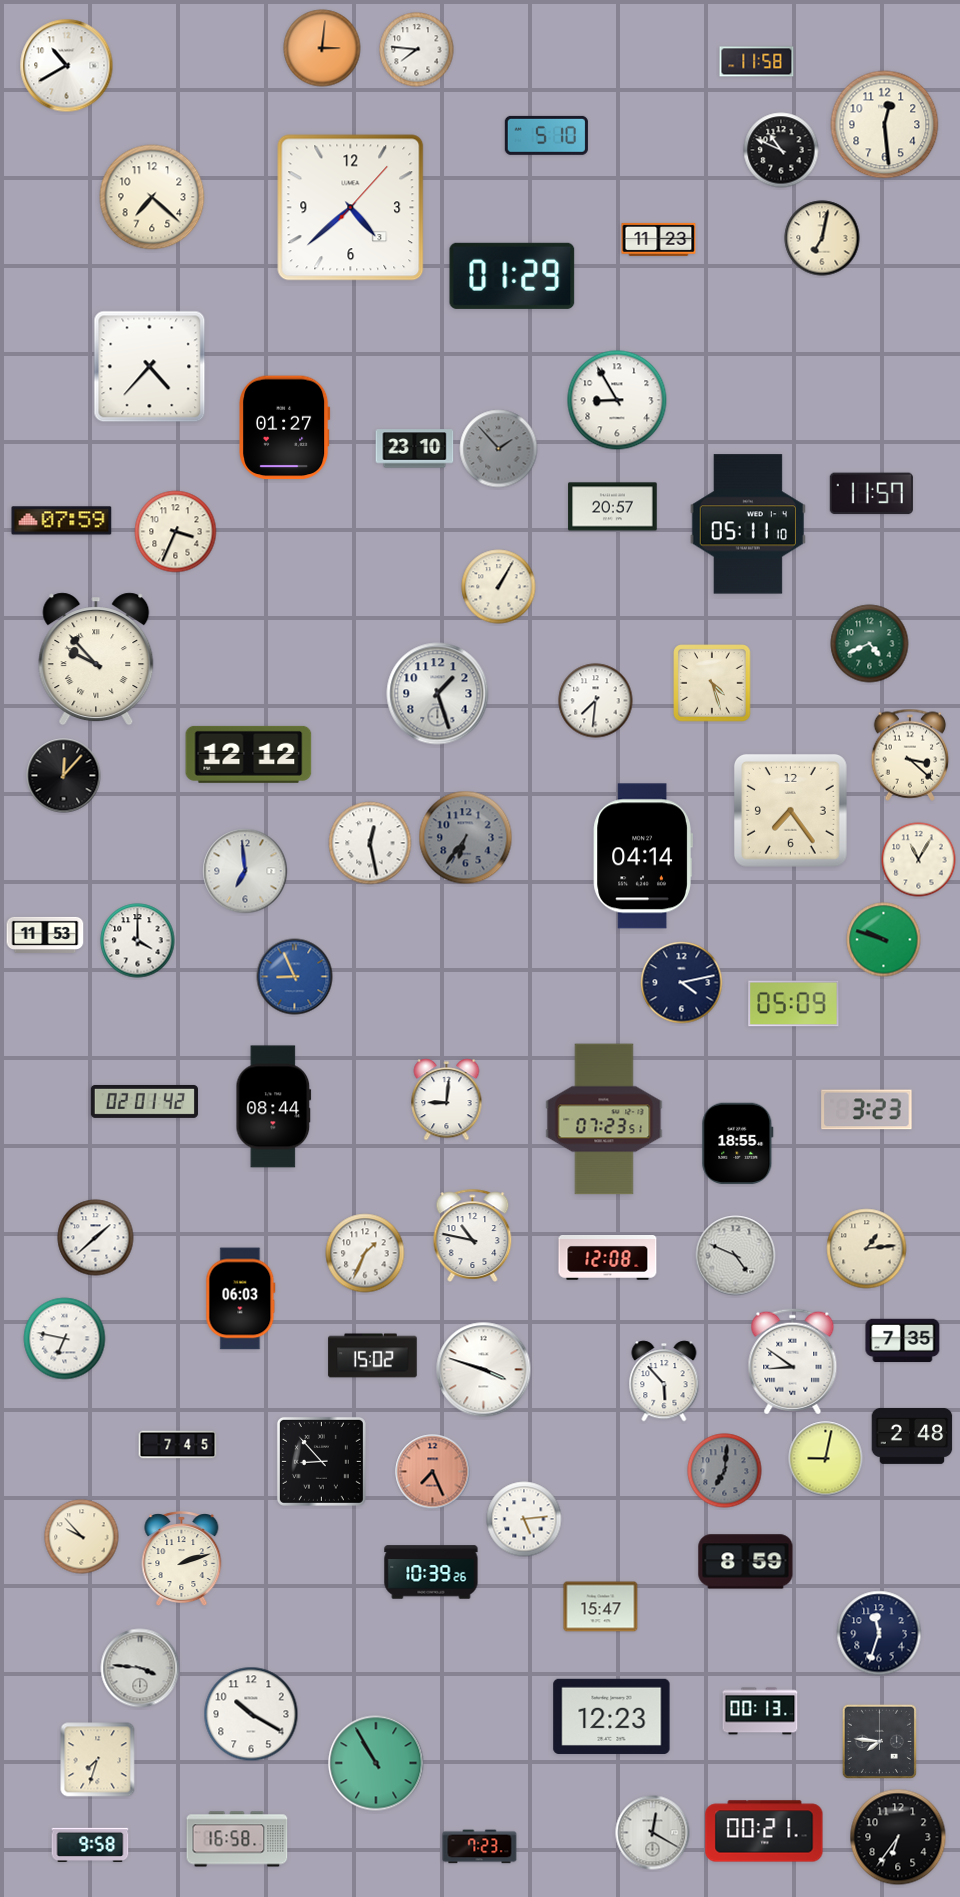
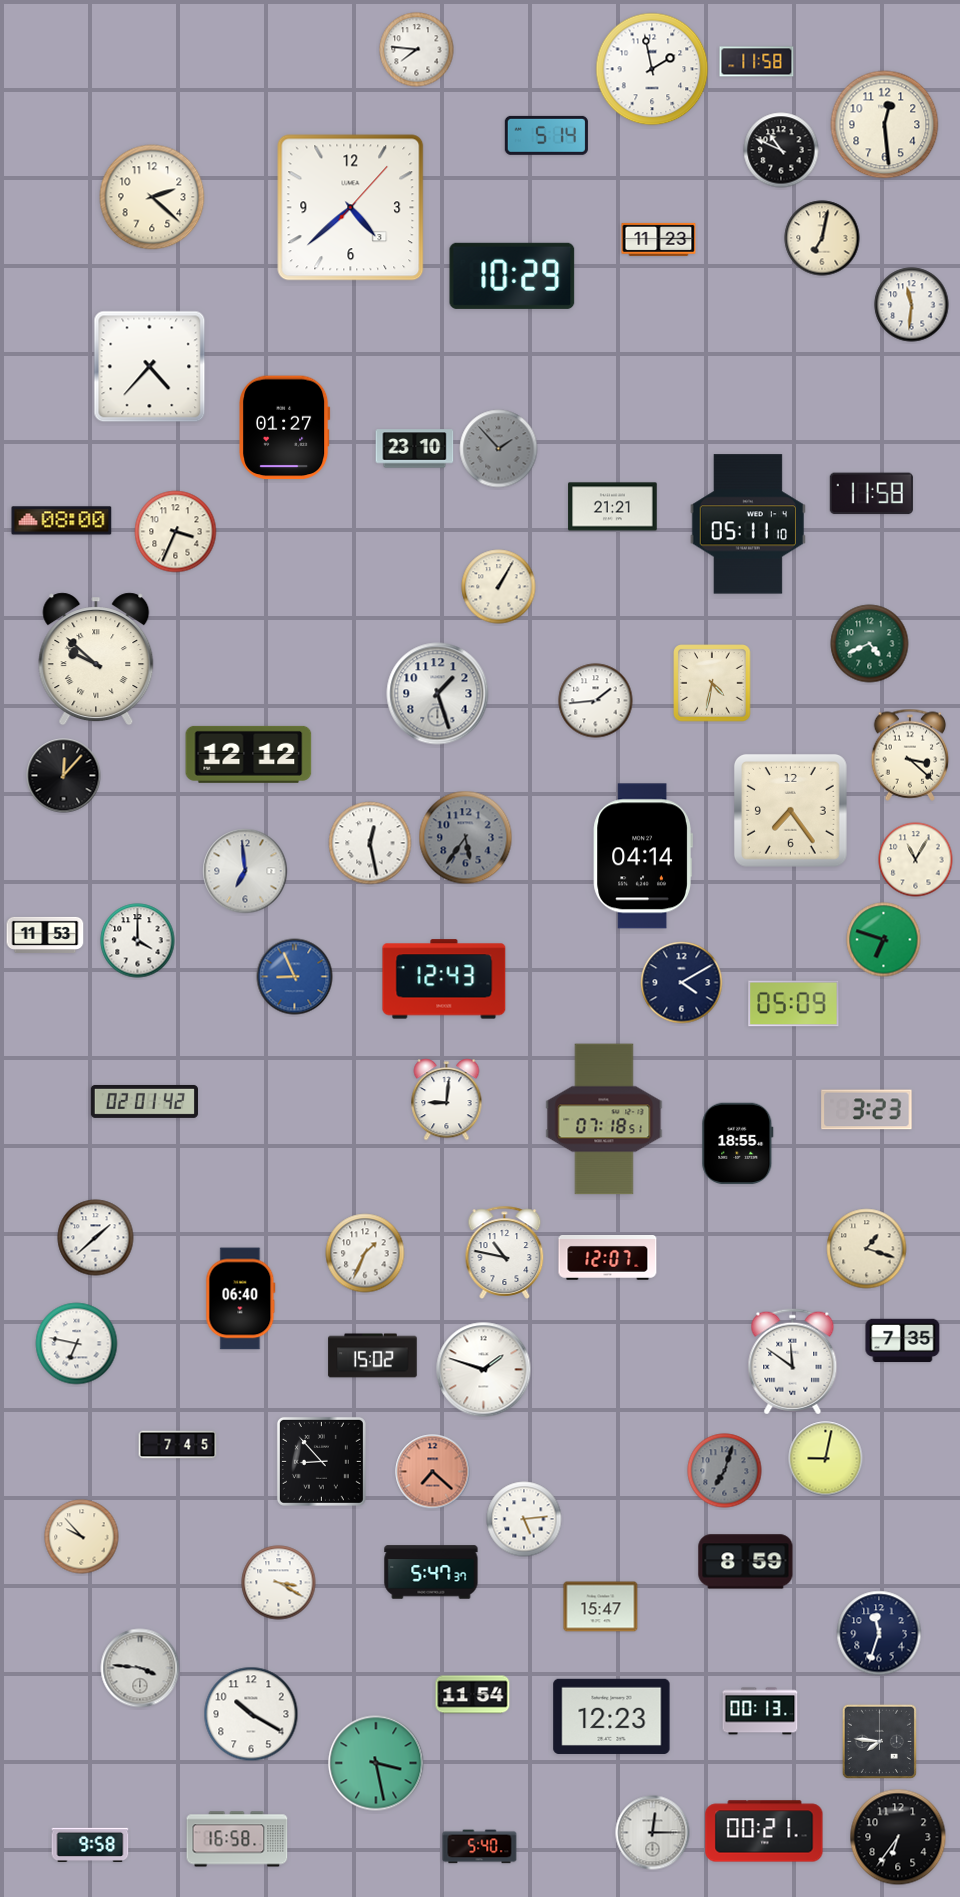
clock at (322, 48): 3:01 -> none
clock at (67, 66): 10:40 -> none
clock at (652, 69): none -> 1:58
clock at (546, 135): 5:10 -> 5:14
clock at (152, 197): 7:22 -> 2:22
clock at (512, 276): 01:29 -> 10:29
clock at (912, 305): none -> 11:31
clock at (617, 400): 8:55 -> none
clock at (871, 494): 11:57 -> 11:58
clock at (613, 507): 20:57 -> 21:21
clock at (62, 521): 07:59 -> 08:00
clock at (96, 659): 9:53 -> 9:52
clock at (712, 683): 4:27 -> 4:32
clock at (596, 701): 7:31 -> 1:44
clock at (466, 838): 6:36 -> 5:36
clock at (919, 860) position: (919, 860) -> (916, 860)
clock at (884, 940): 9:48 -> 6:48
clock at (444, 979): none -> 12:43
clock at (682, 983): 4:13 -> 4:10
clock at (274, 1107): 08:44 -> none
clock at (604, 1119): 07:23 -> 07:18
clock at (473, 1235) position: (473, 1235) -> (505, 1252)
clock at (867, 1249): 1:14 -> 1:18
clock at (736, 1256): 4:49 -> none
clock at (608, 1258): 12:08 -> 12:07
clock at (241, 1299): 06:03 -> 06:40
clock at (65, 1339) position: (65, 1339) -> (77, 1344)
clock at (793, 1362): 8:51 -> 11:51
clock at (484, 1370): 3:48 -> 1:48
clock at (664, 1381): 5:53 -> none
clock at (912, 1436): 2:48 -> none
clock at (725, 1471): 7:01 -> 7:03
clock at (433, 1472): 7:26 -> 7:22
clock at (182, 1559): 2:12 -> none
clock at (431, 1572): 10:39 -> 5:47
clock at (279, 1583): none -> 3:20
clock at (473, 1695): none -> 11:54
clock at (98, 1760): 7:33 -> none
clock at (376, 1763): 10:55 -> 3:28
clock at (653, 1833): 12:20 -> 12:15
clock at (480, 1847): 7:23 -> 5:40
